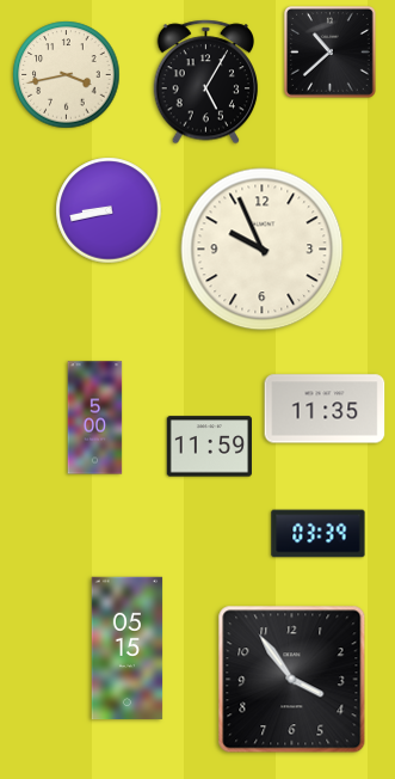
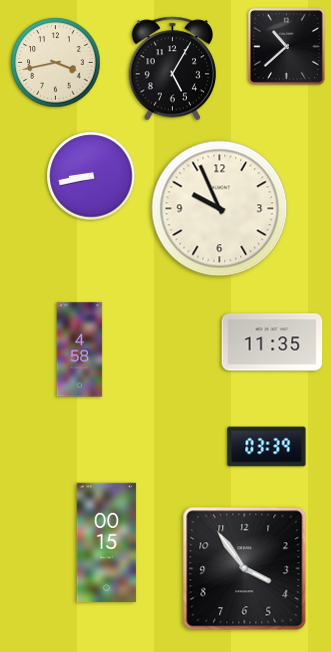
clock at (331, 53) position: (331, 53) -> (287, 47)
clock at (95, 418): 5:00 -> 4:58
clock at (209, 447): 11:59 -> none
clock at (128, 649): 05:15 -> 00:15
